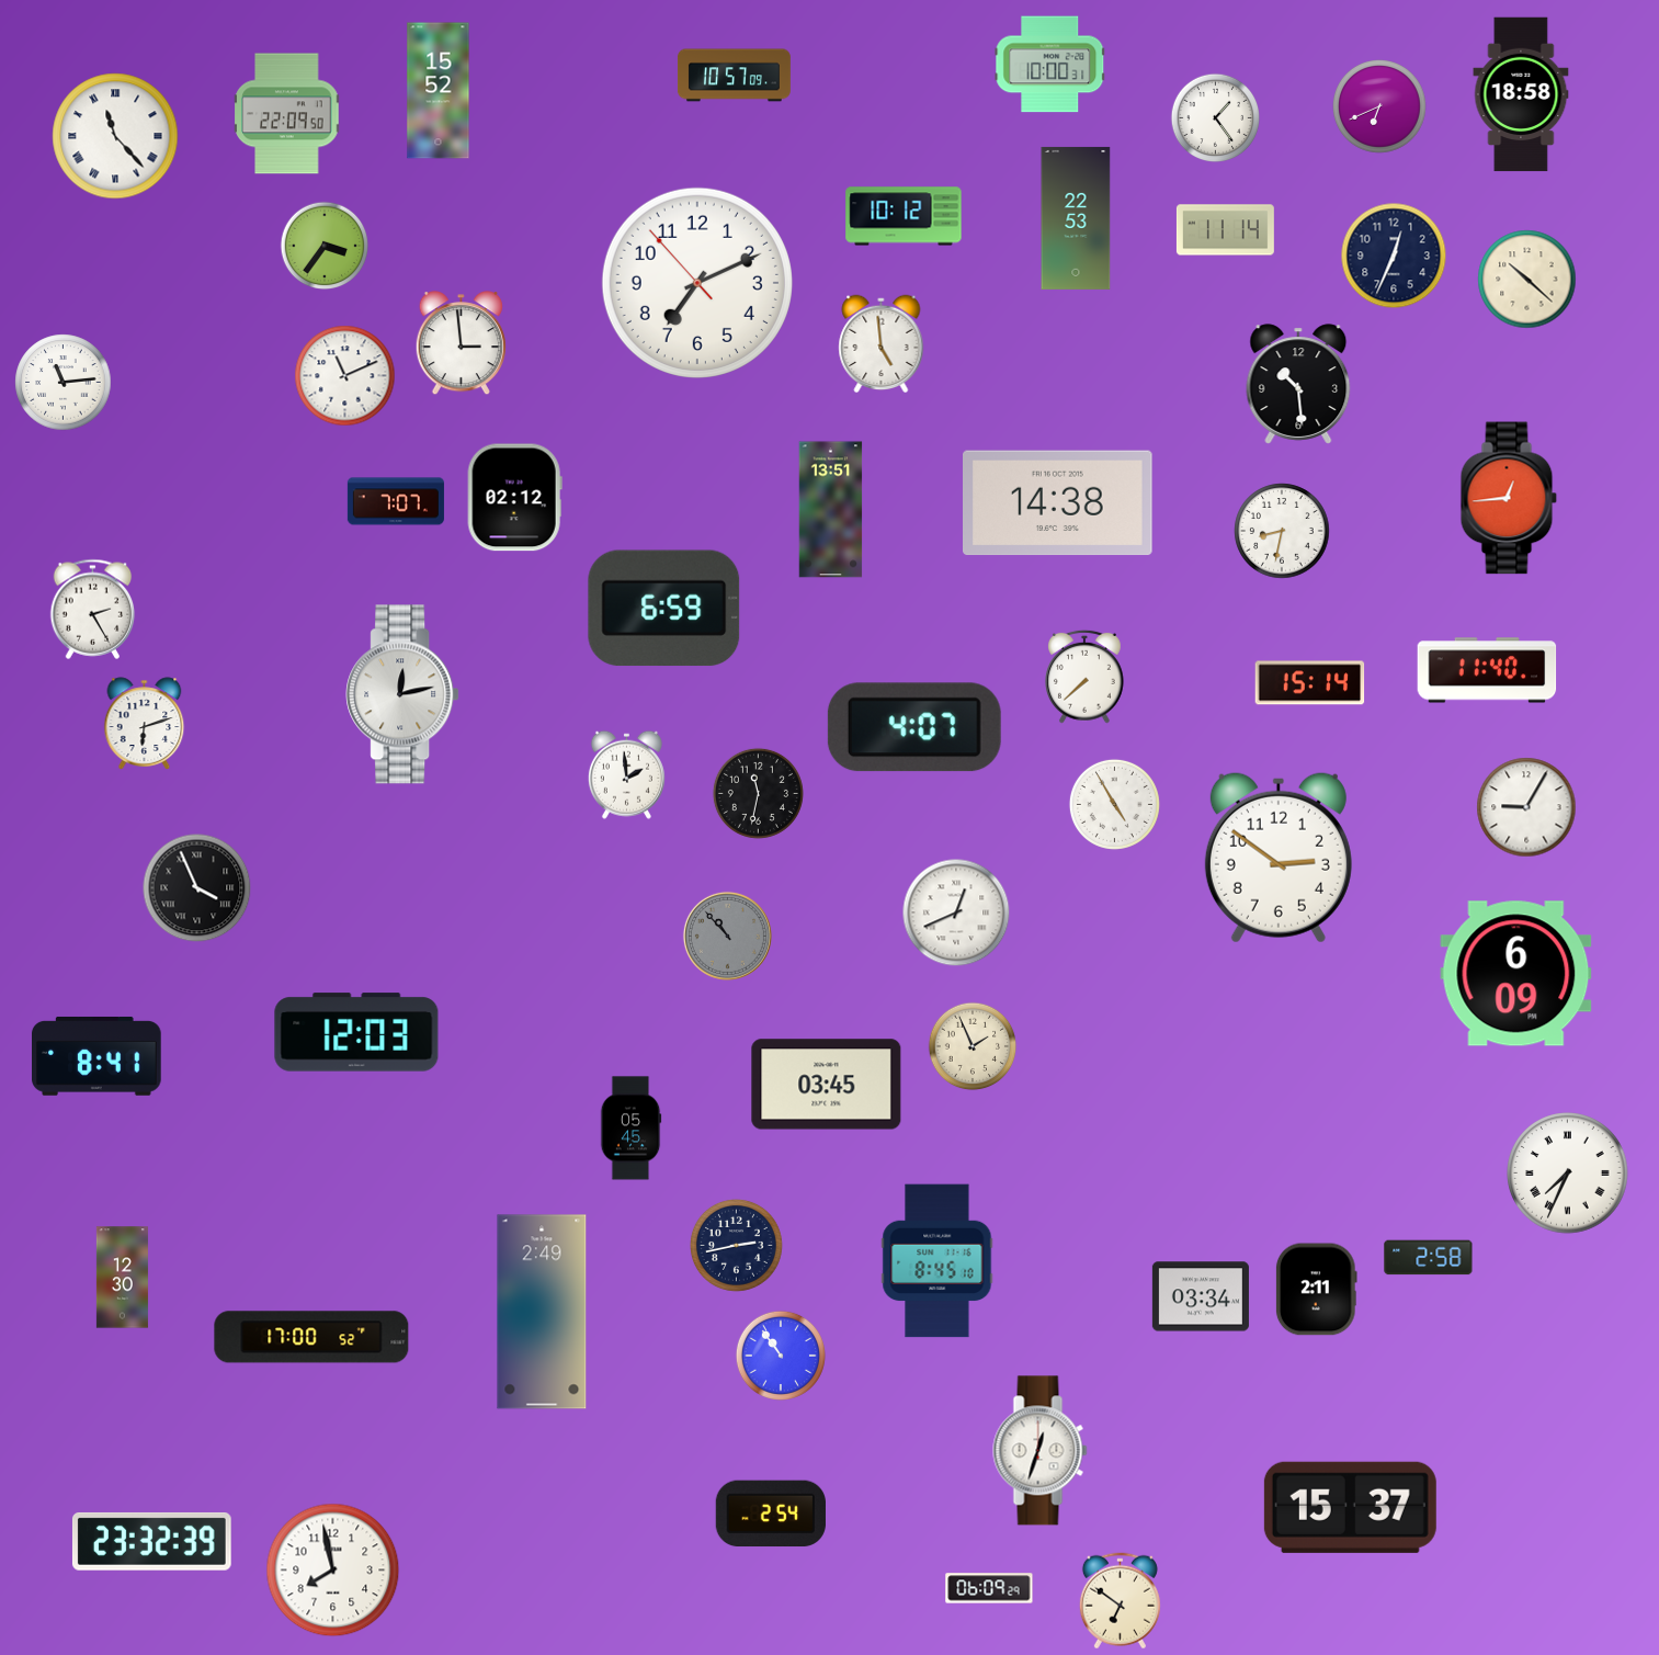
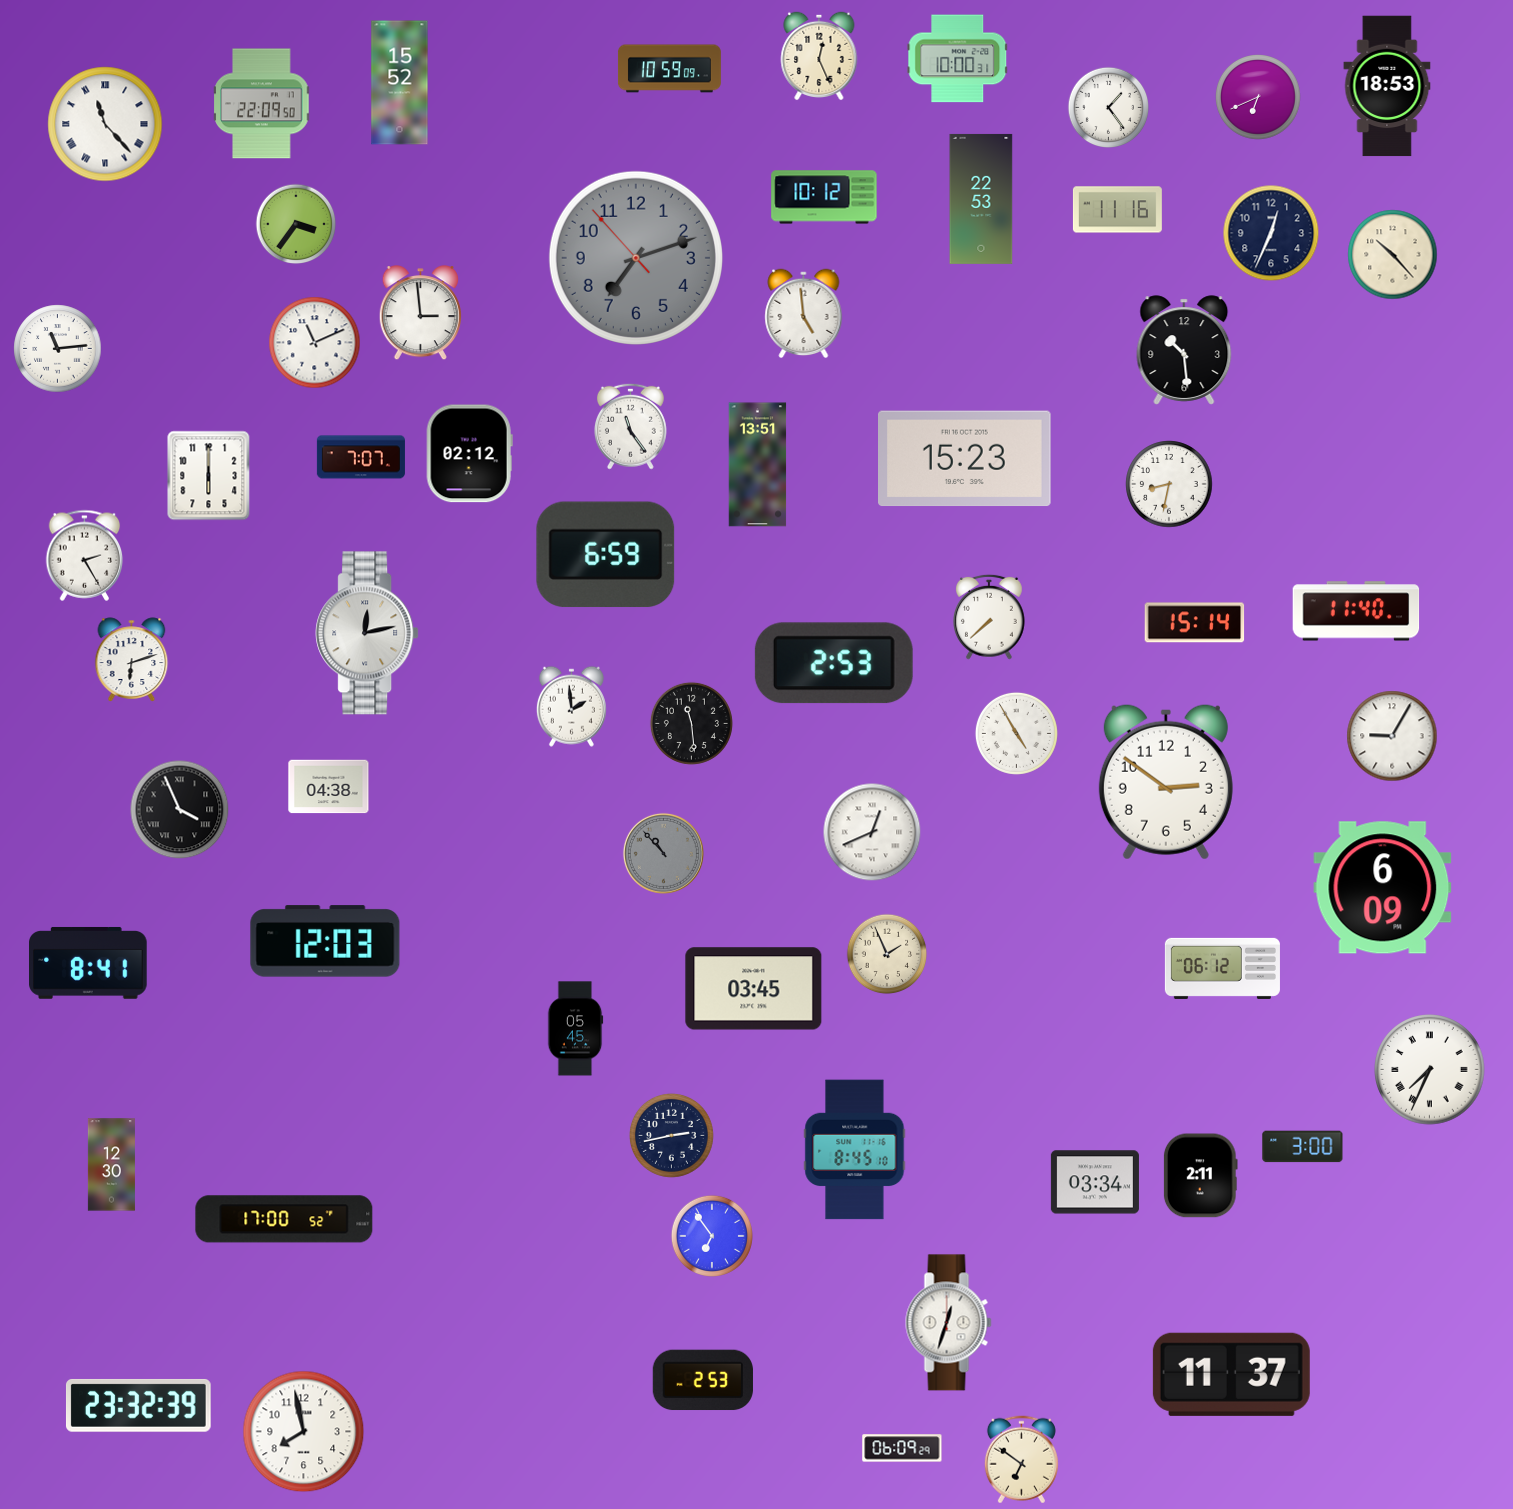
clock at (819, 56): none -> 12:26
clock at (734, 76): 10:57 -> 10:59
clock at (1521, 94): 18:58 -> 18:53
clock at (1225, 230): 11:14 -> 11:16
clock at (1527, 280): 10:22 -> 10:23
clock at (697, 283): 7:10 -> 7:11
clock at (697, 283) dial: white -> grey
clock at (630, 426): none -> 11:24
clock at (1509, 498): 12:44 -> none
clock at (1058, 503): 14:38 -> 15:23
clock at (209, 476): none -> 6:00
clock at (914, 727): 4:07 -> 2:53
clock at (758, 793): 11:32 -> 11:29
clock at (329, 787): none -> 04:38
clock at (1222, 968): none -> 06:12
clock at (1429, 1258): 2:58 -> 3:00
clock at (542, 1312): 2:49 -> none
clock at (781, 1356): 10:54 -> 6:54
clock at (1350, 1507): 15:37 -> 11:37
clock at (770, 1514): 2:54 -> 2:53
